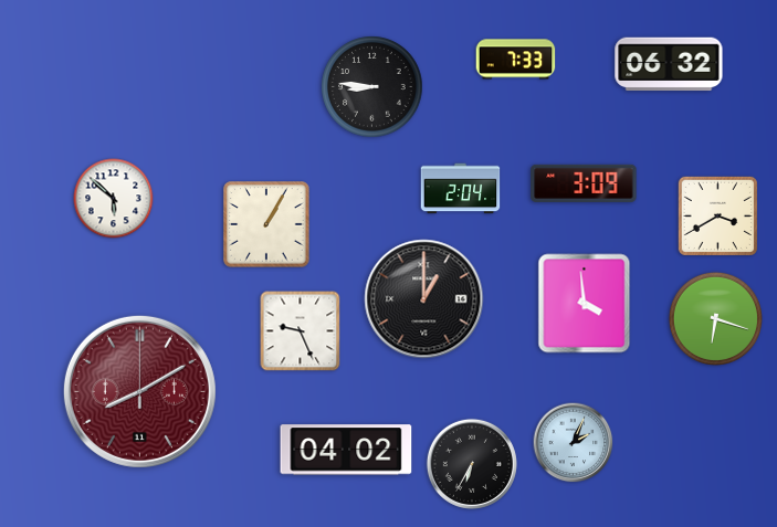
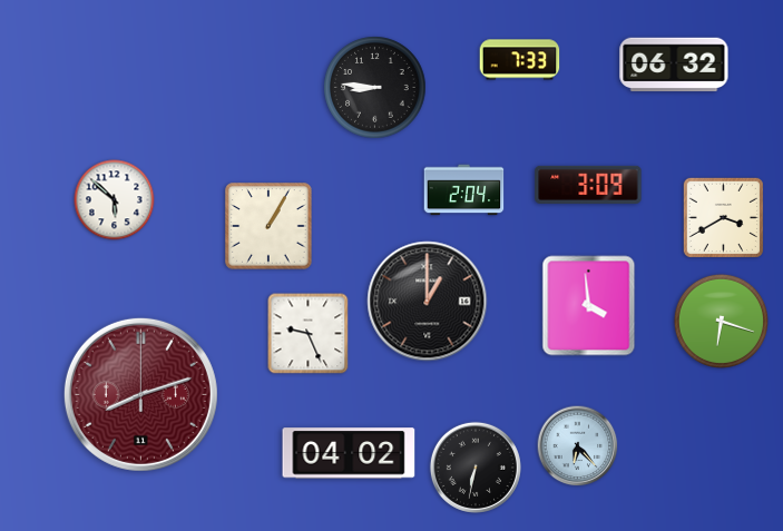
clock at (301, 331) position: (301, 331) -> (309, 334)
clock at (139, 391): 8:10 -> 8:12
clock at (574, 443): 2:04 -> 6:23
clock at (472, 464): 6:35 -> 6:32
